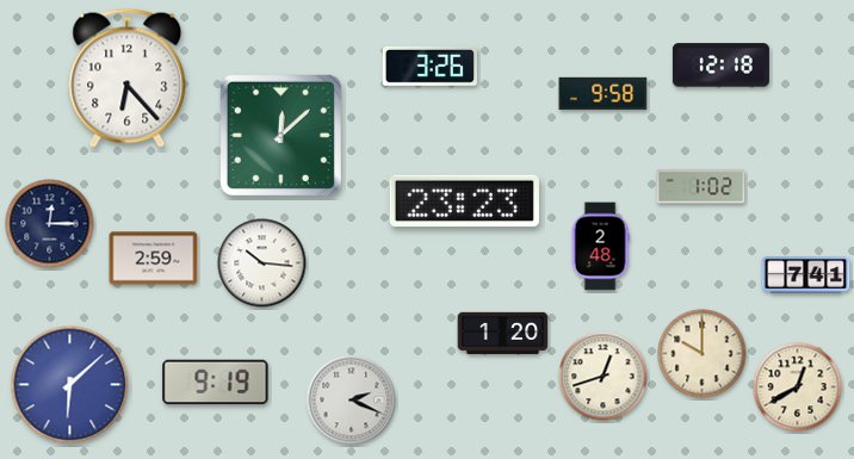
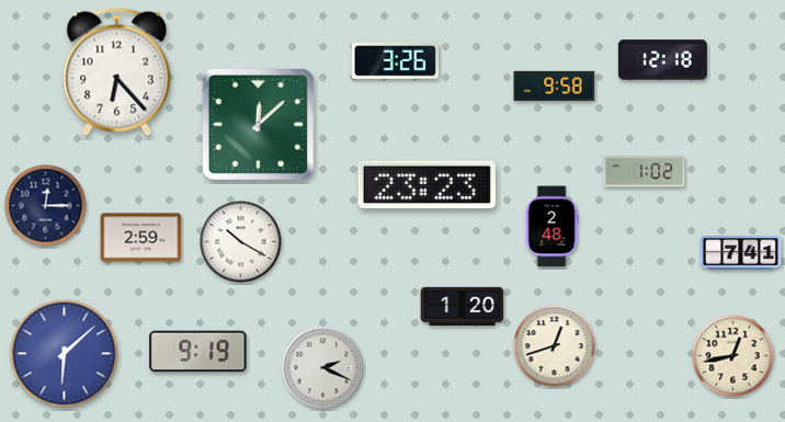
clock at (262, 263): 10:16 -> 10:20
clock at (703, 354): 10:00 -> none
clock at (798, 387): 12:40 -> 12:43
